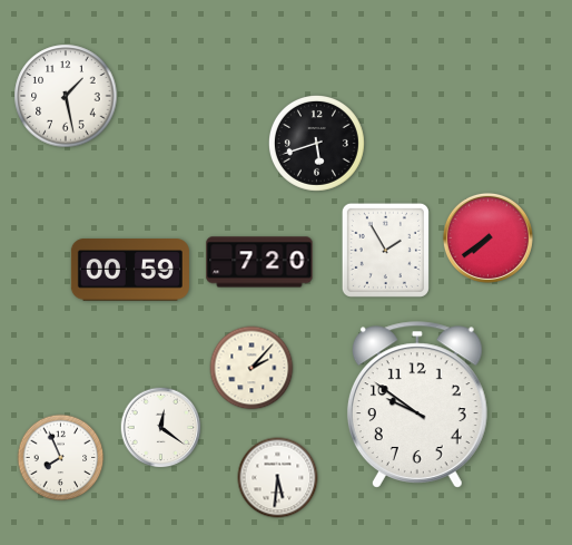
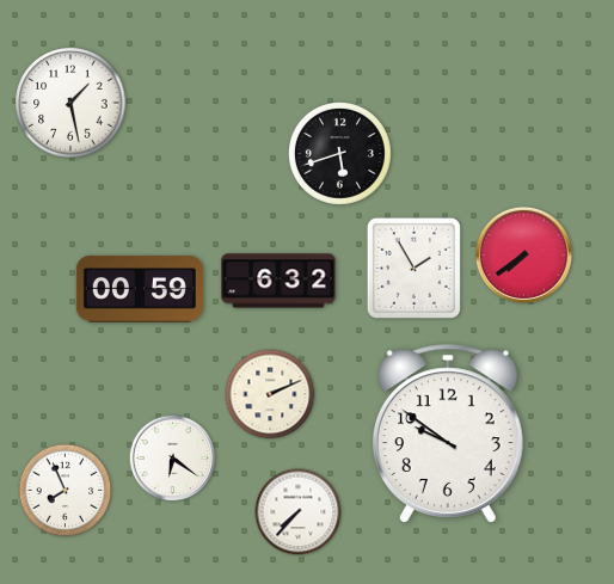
clock at (259, 262): 7:20 -> 6:32
clock at (252, 368): 2:07 -> 2:11
clock at (161, 428): 12:21 -> 6:21
clock at (278, 478): 5:31 -> 7:37
